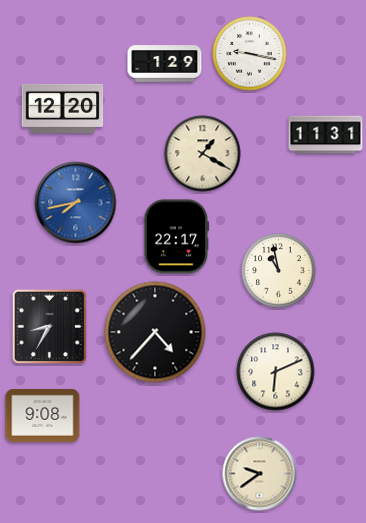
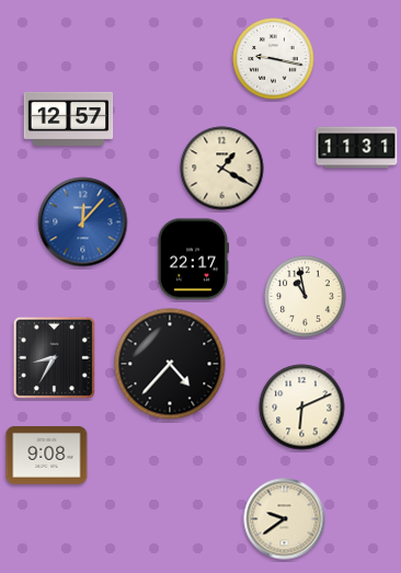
clock at (165, 64): 1:29 -> none
clock at (63, 108): 12:20 -> 12:57
clock at (76, 203): 7:43 -> 12:07
